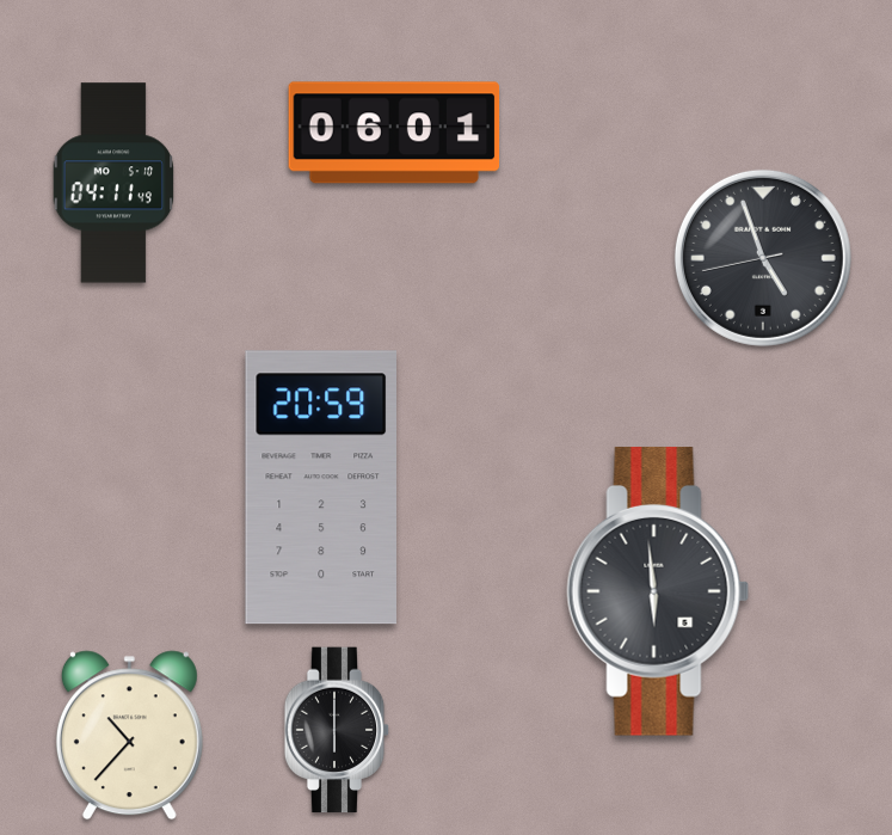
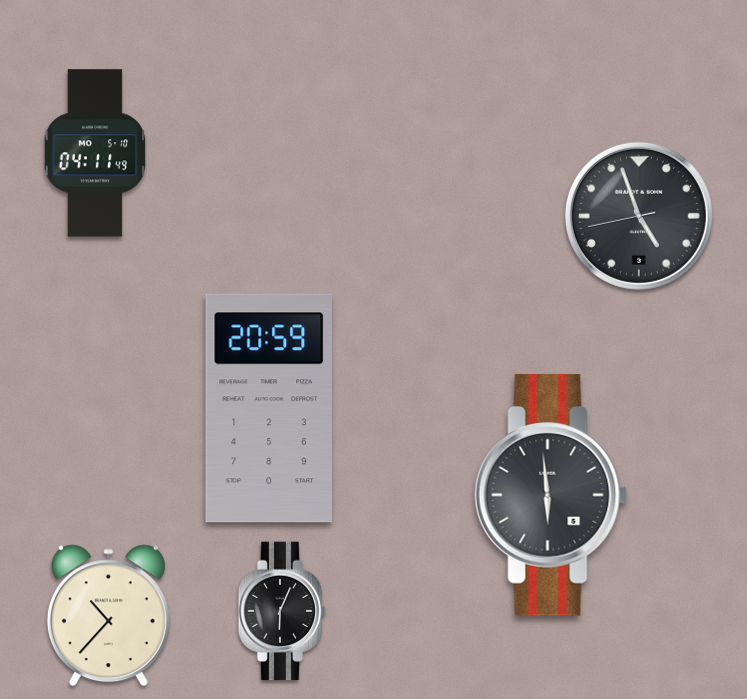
clock at (394, 133): 06:01 -> none
clock at (337, 730): 6:00 -> 6:04
